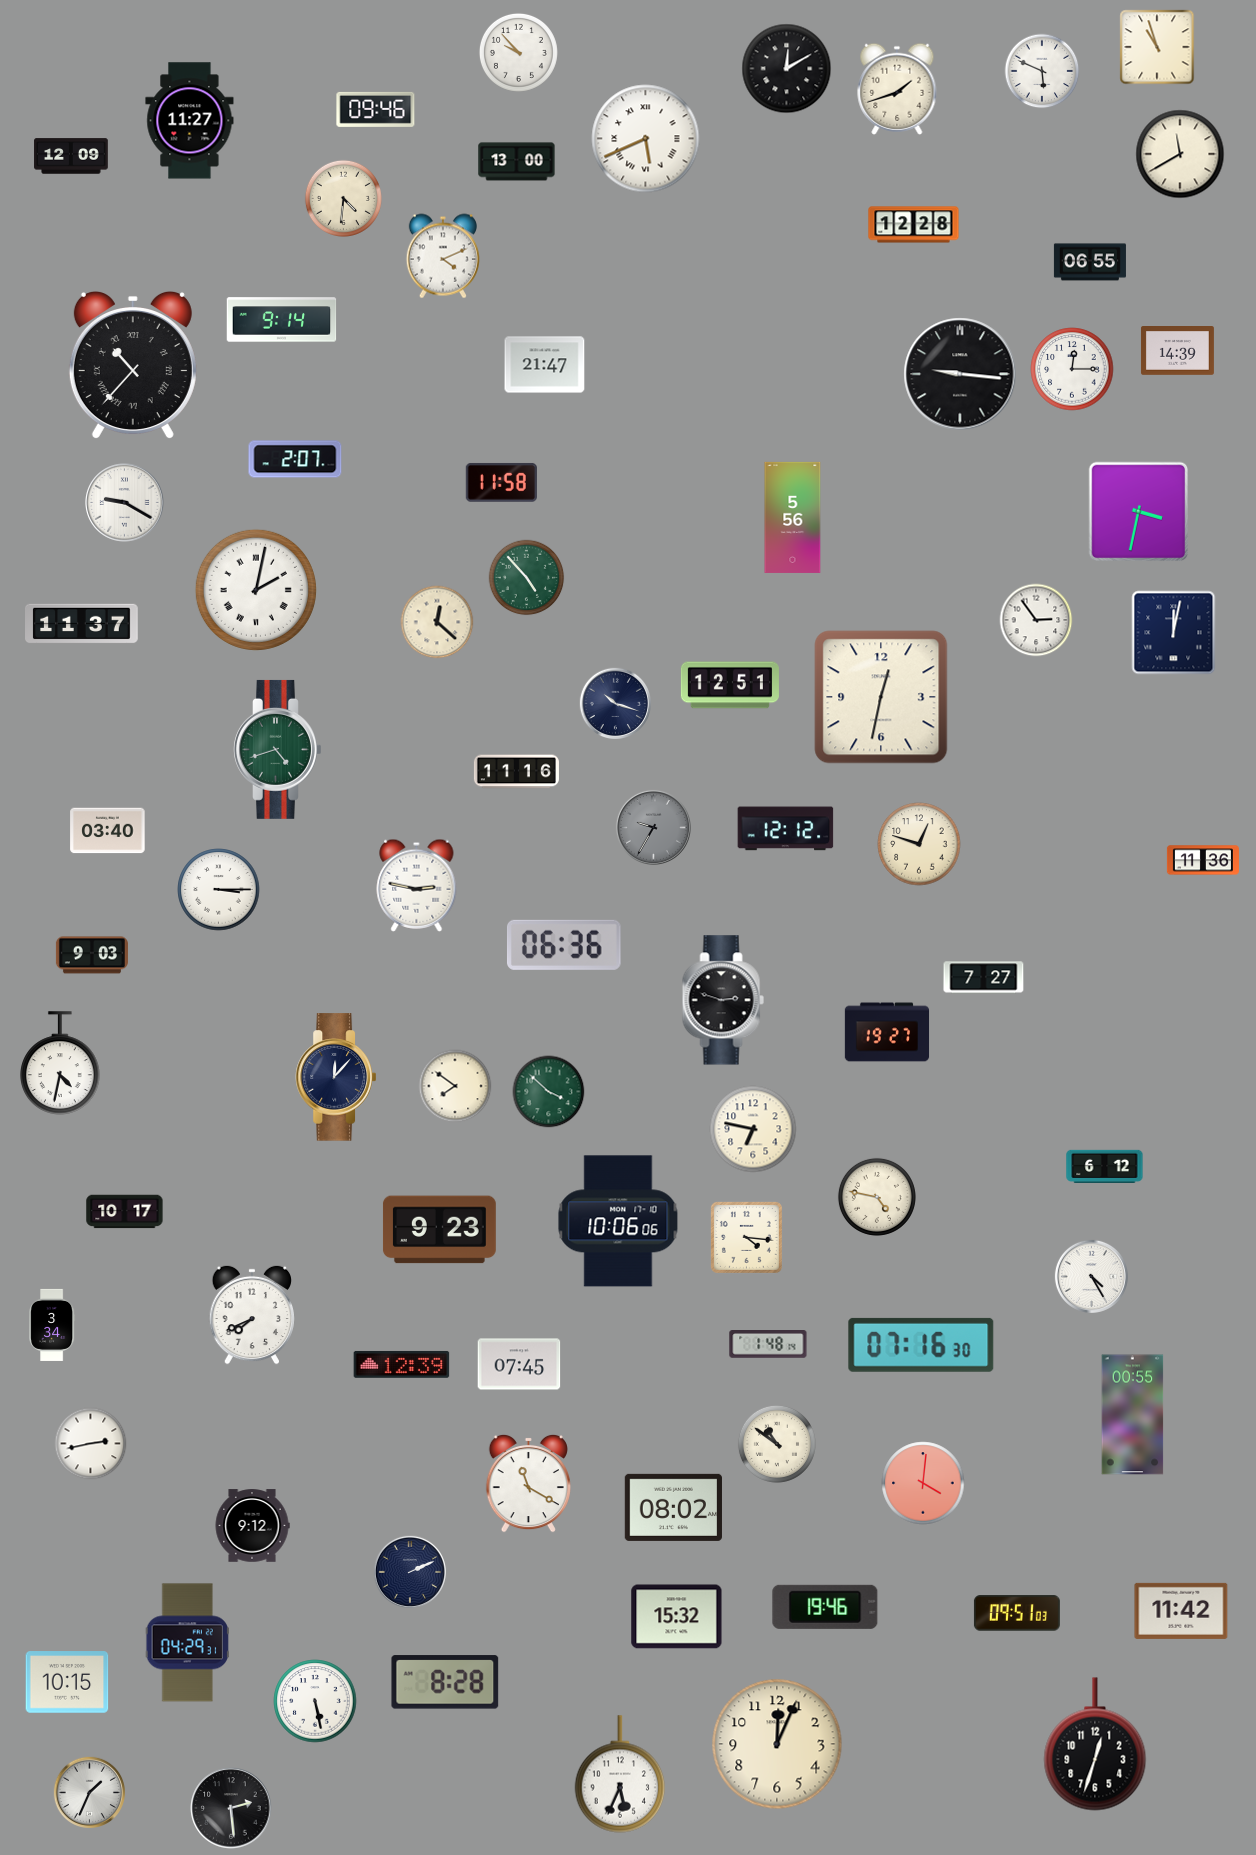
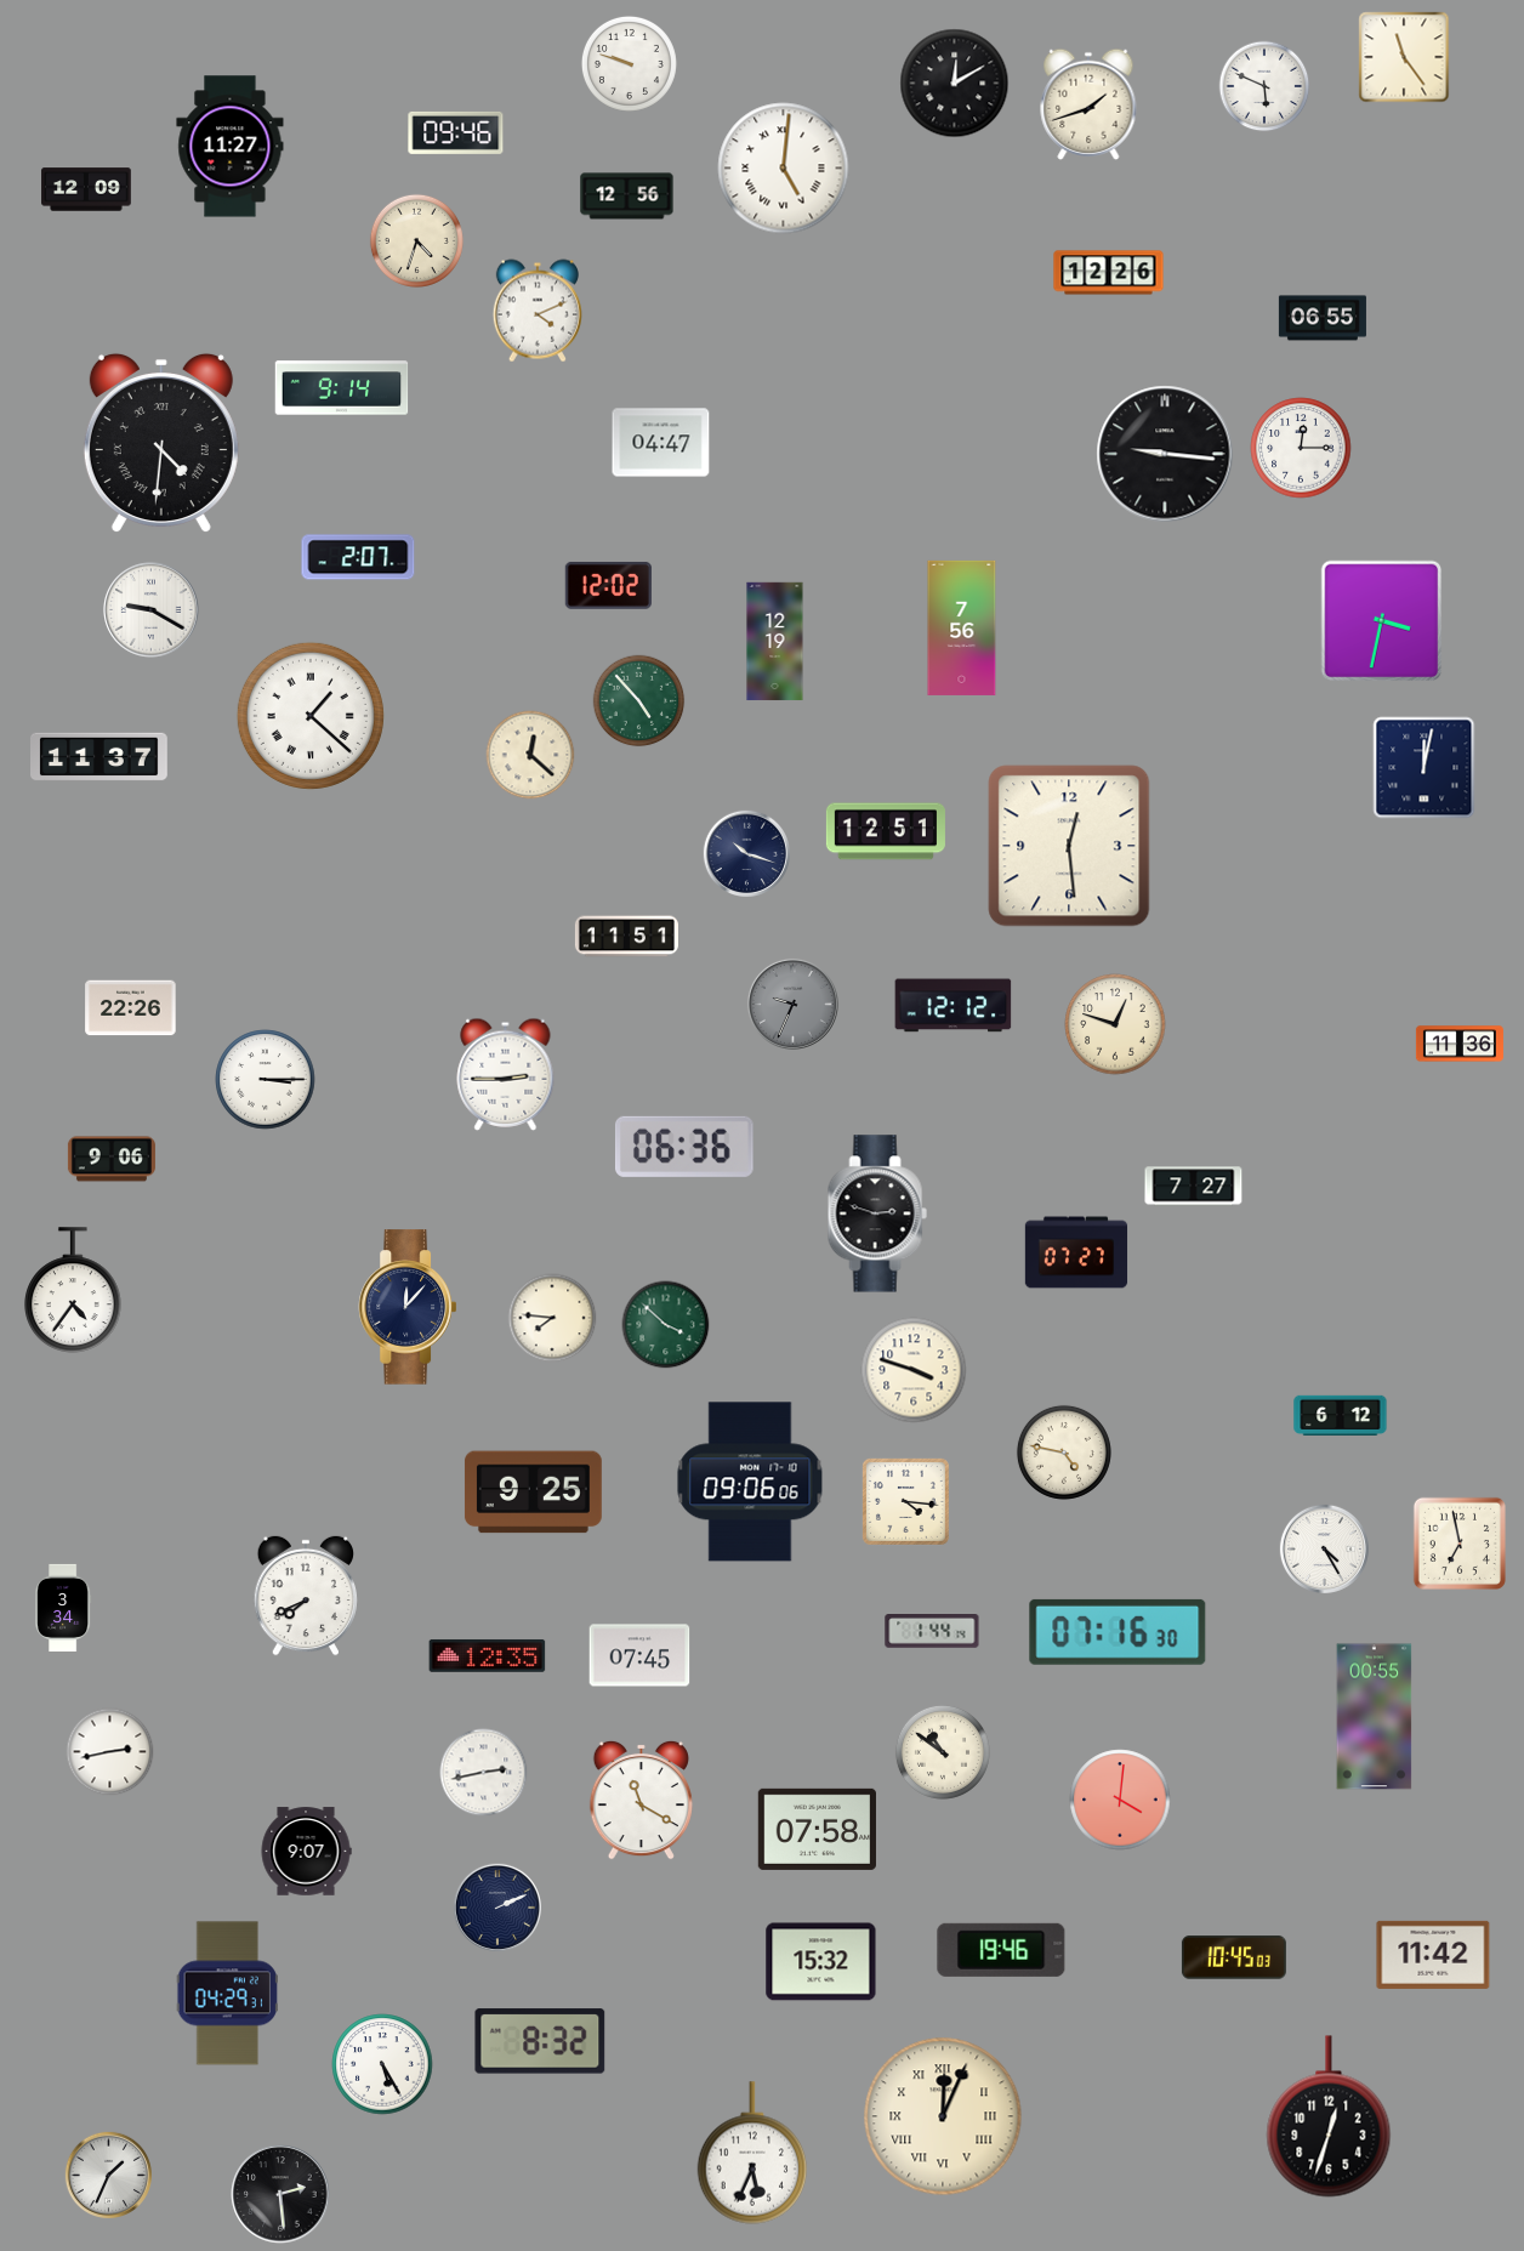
clock at (1157, 47): 10:57 -> 11:24
clock at (518, 52): 9:53 -> 9:48
clock at (897, 89) position: (897, 89) -> (1088, 104)
clock at (646, 139): 5:41 -> 5:01
clock at (1180, 154): 11:40 -> none
clock at (517, 162): 13:00 -> 12:56
clock at (343, 198): 4:31 -> 4:33
clock at (914, 225): 12:28 -> 12:26
clock at (1177, 351): 14:39 -> none
clock at (133, 365): 10:37 -> 4:31
clock at (545, 365): 21:47 -> 04:47
clock at (501, 482): 11:58 -> 12:02
clock at (793, 517): 5:56 -> 7:56
clock at (775, 642): none -> 12:19
clock at (256, 590): 2:02 -> 1:22
clock at (1036, 620): 2:54 -> none
clock at (881, 697): 12:32 -> 12:29
clock at (278, 749): 4:42 -> none
clock at (516, 772): 11:16 -> 11:51
clock at (653, 827): 9:35 -> 9:34
clock at (108, 831): 03:40 -> 22:26
clock at (417, 885): 2:47 -> 2:45
clock at (92, 955): 9:03 -> 9:06
clock at (887, 1032): 19:27 -> 07:27
clock at (61, 1063): 4:32 -> 4:36
clock at (455, 1086): 7:51 -> 7:46
clock at (753, 1129): 6:47 -> 3:48
clock at (125, 1212): 10:17 -> none
clock at (618, 1221): 10:06 -> 09:06
clock at (439, 1230): 9:23 -> 9:25
clock at (1460, 1544): none -> 6:58
clock at (768, 1344): 1:48 -> 1:44
clock at (519, 1364) position: (519, 1364) -> (639, 1655)
clock at (402, 1365): 12:39 -> 12:35
clock at (484, 1773): none -> 2:43
clock at (673, 1507): 08:02 -> 07:58
clock at (252, 1526): 9:12 -> 9:07
clock at (1017, 1613): 09:51 -> 10:45
clock at (67, 1682): 10:15 -> none
clock at (445, 1682): 8:28 -> 8:32
clock at (315, 1701): 5:28 -> 5:25
clock at (777, 1744) numerals: Arabic -> Roman
